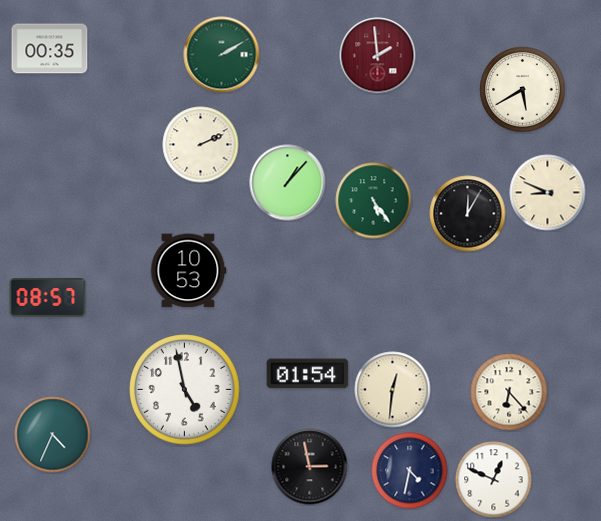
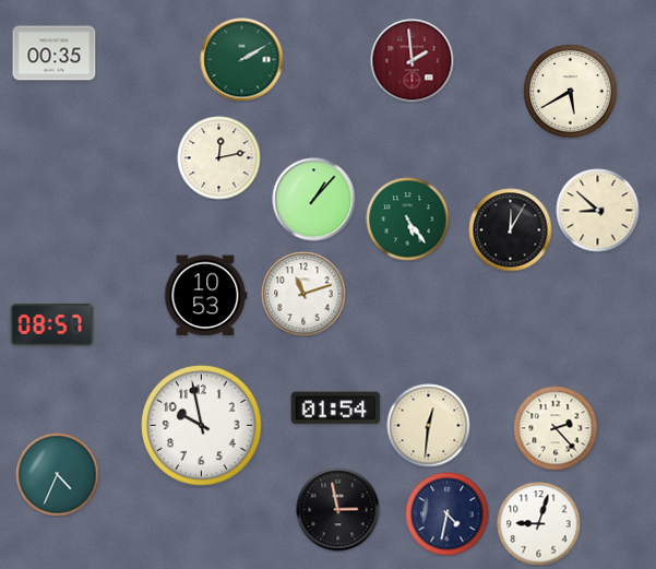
clock at (523, 90) position: (523, 90) -> (571, 92)
clock at (201, 145): 2:11 -> 12:13
clock at (548, 193): 8:49 -> 8:52
clock at (468, 214) position: (468, 214) -> (511, 230)
clock at (303, 294): none -> 11:12
clock at (185, 390): 4:58 -> 9:58
clock at (509, 392): 6:23 -> 2:23
clock at (494, 480): 12:49 -> 9:03
